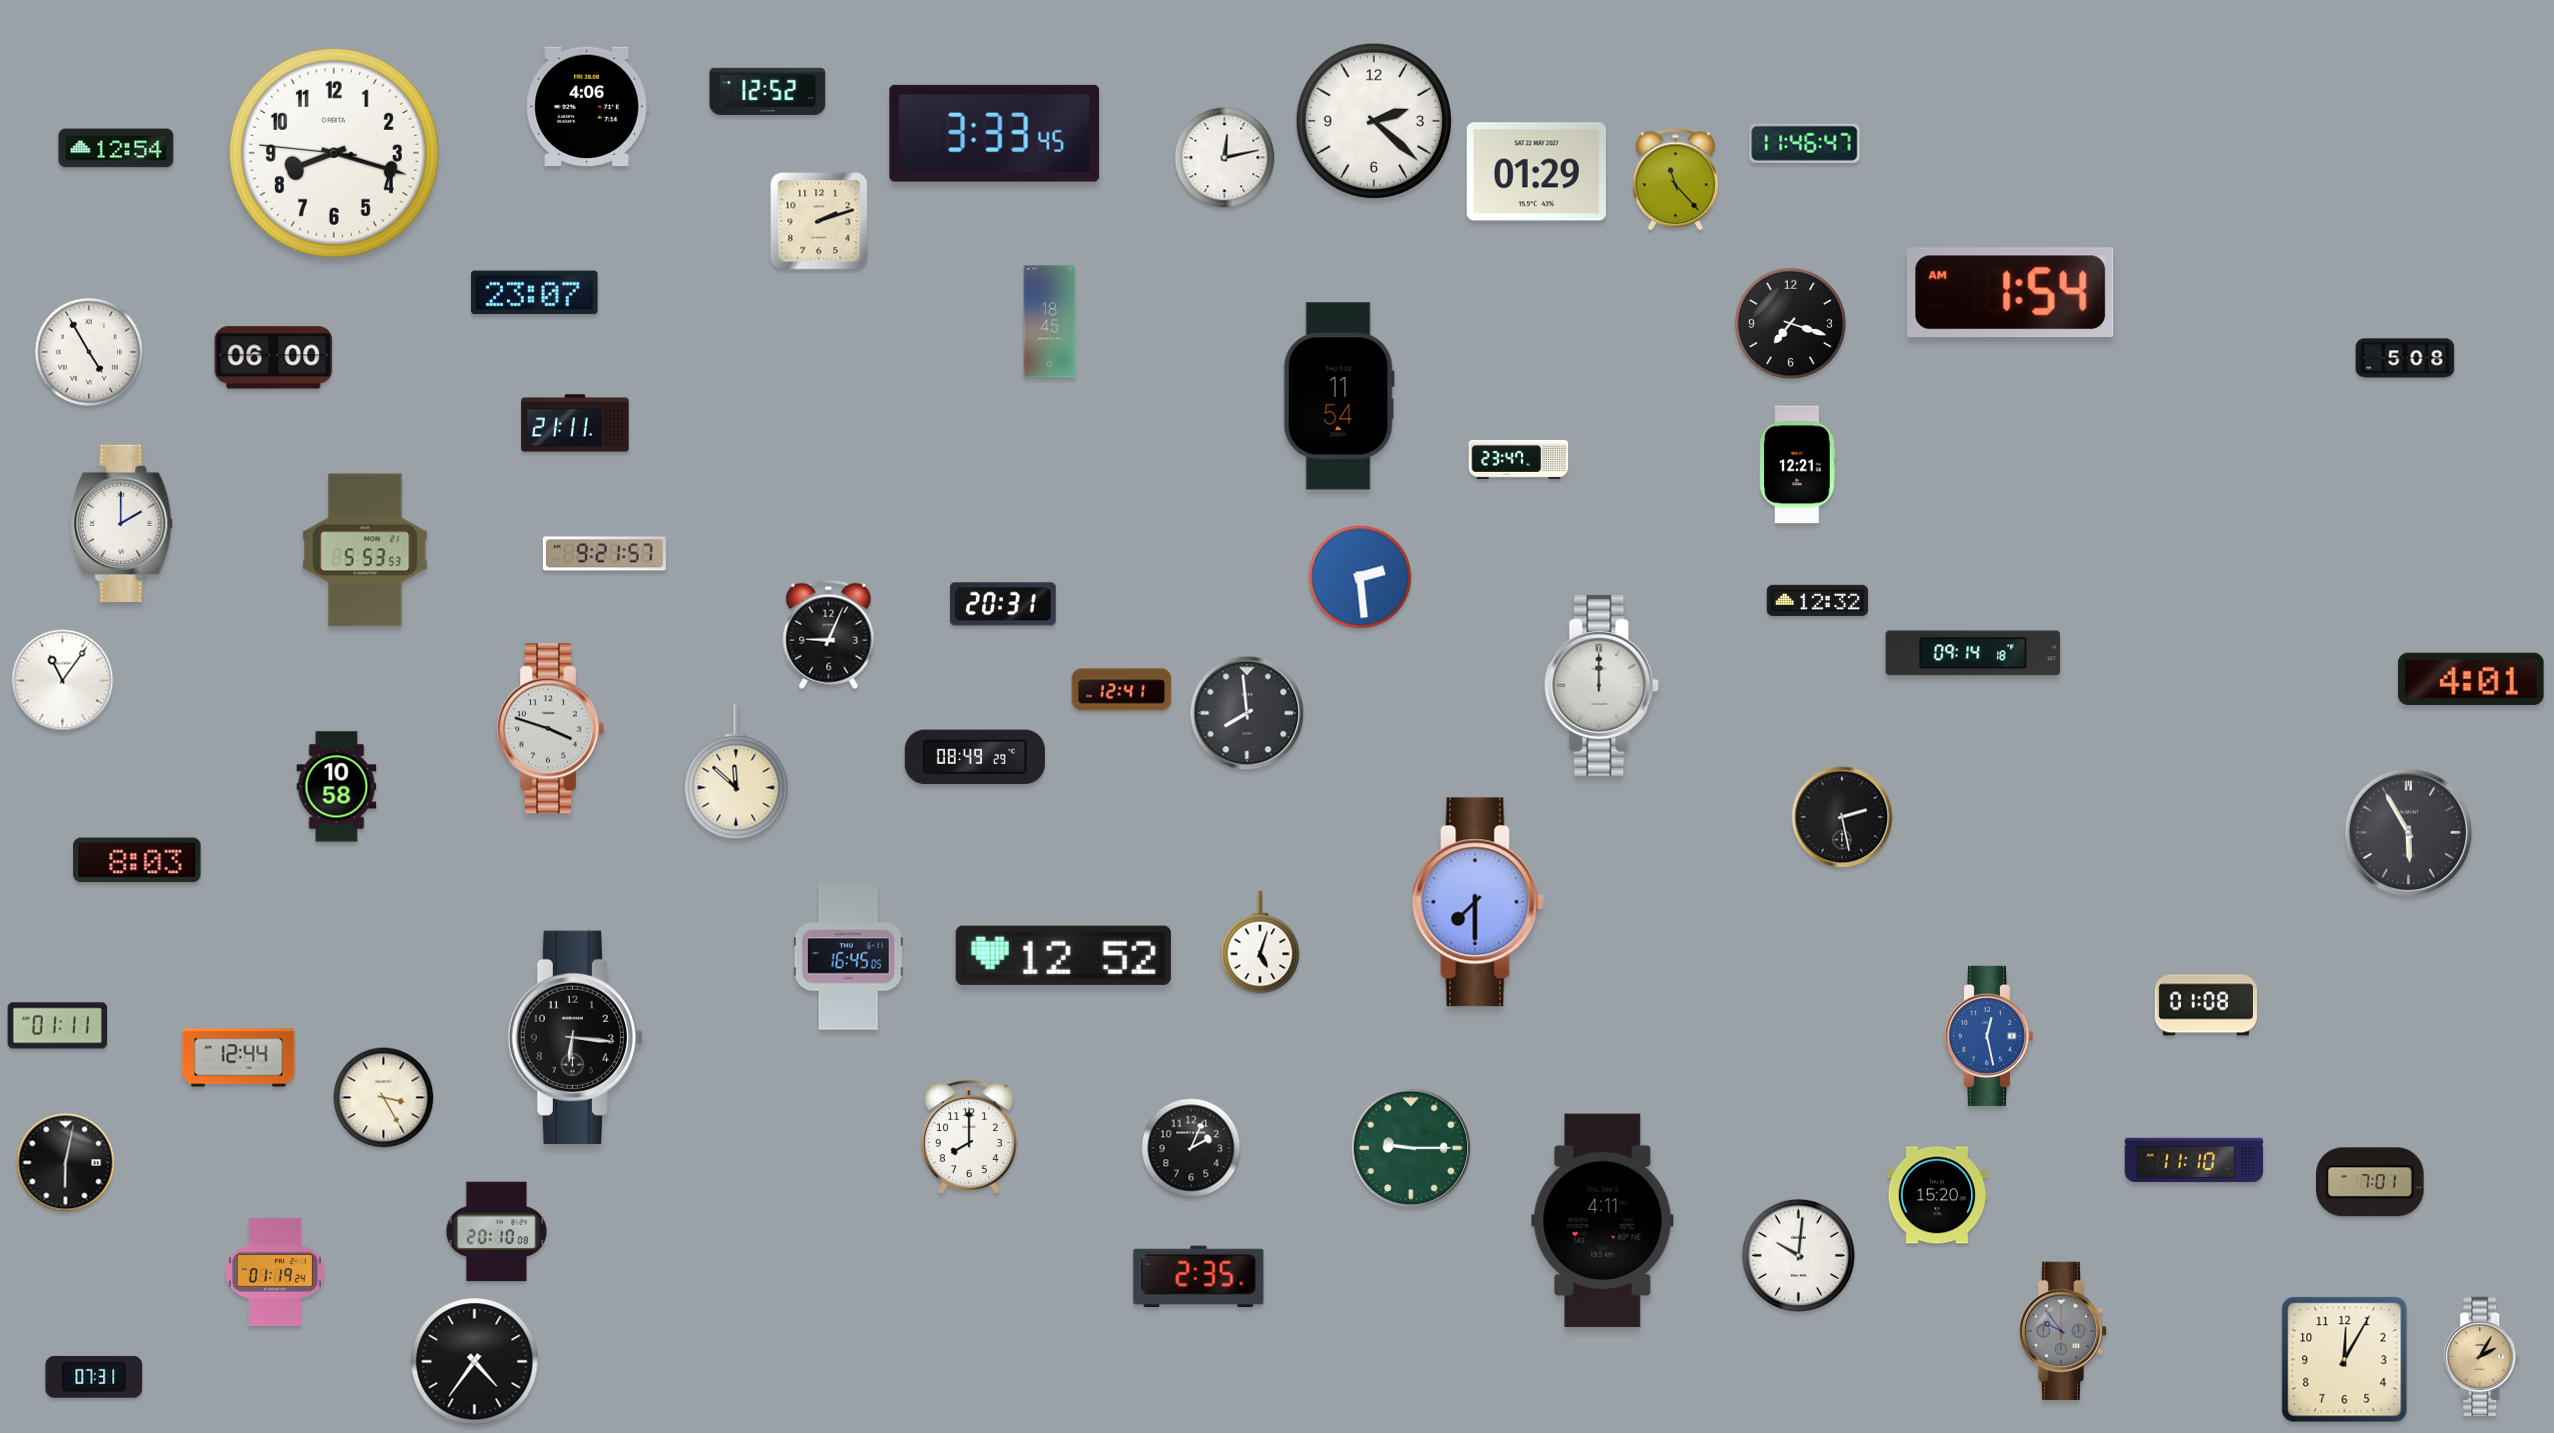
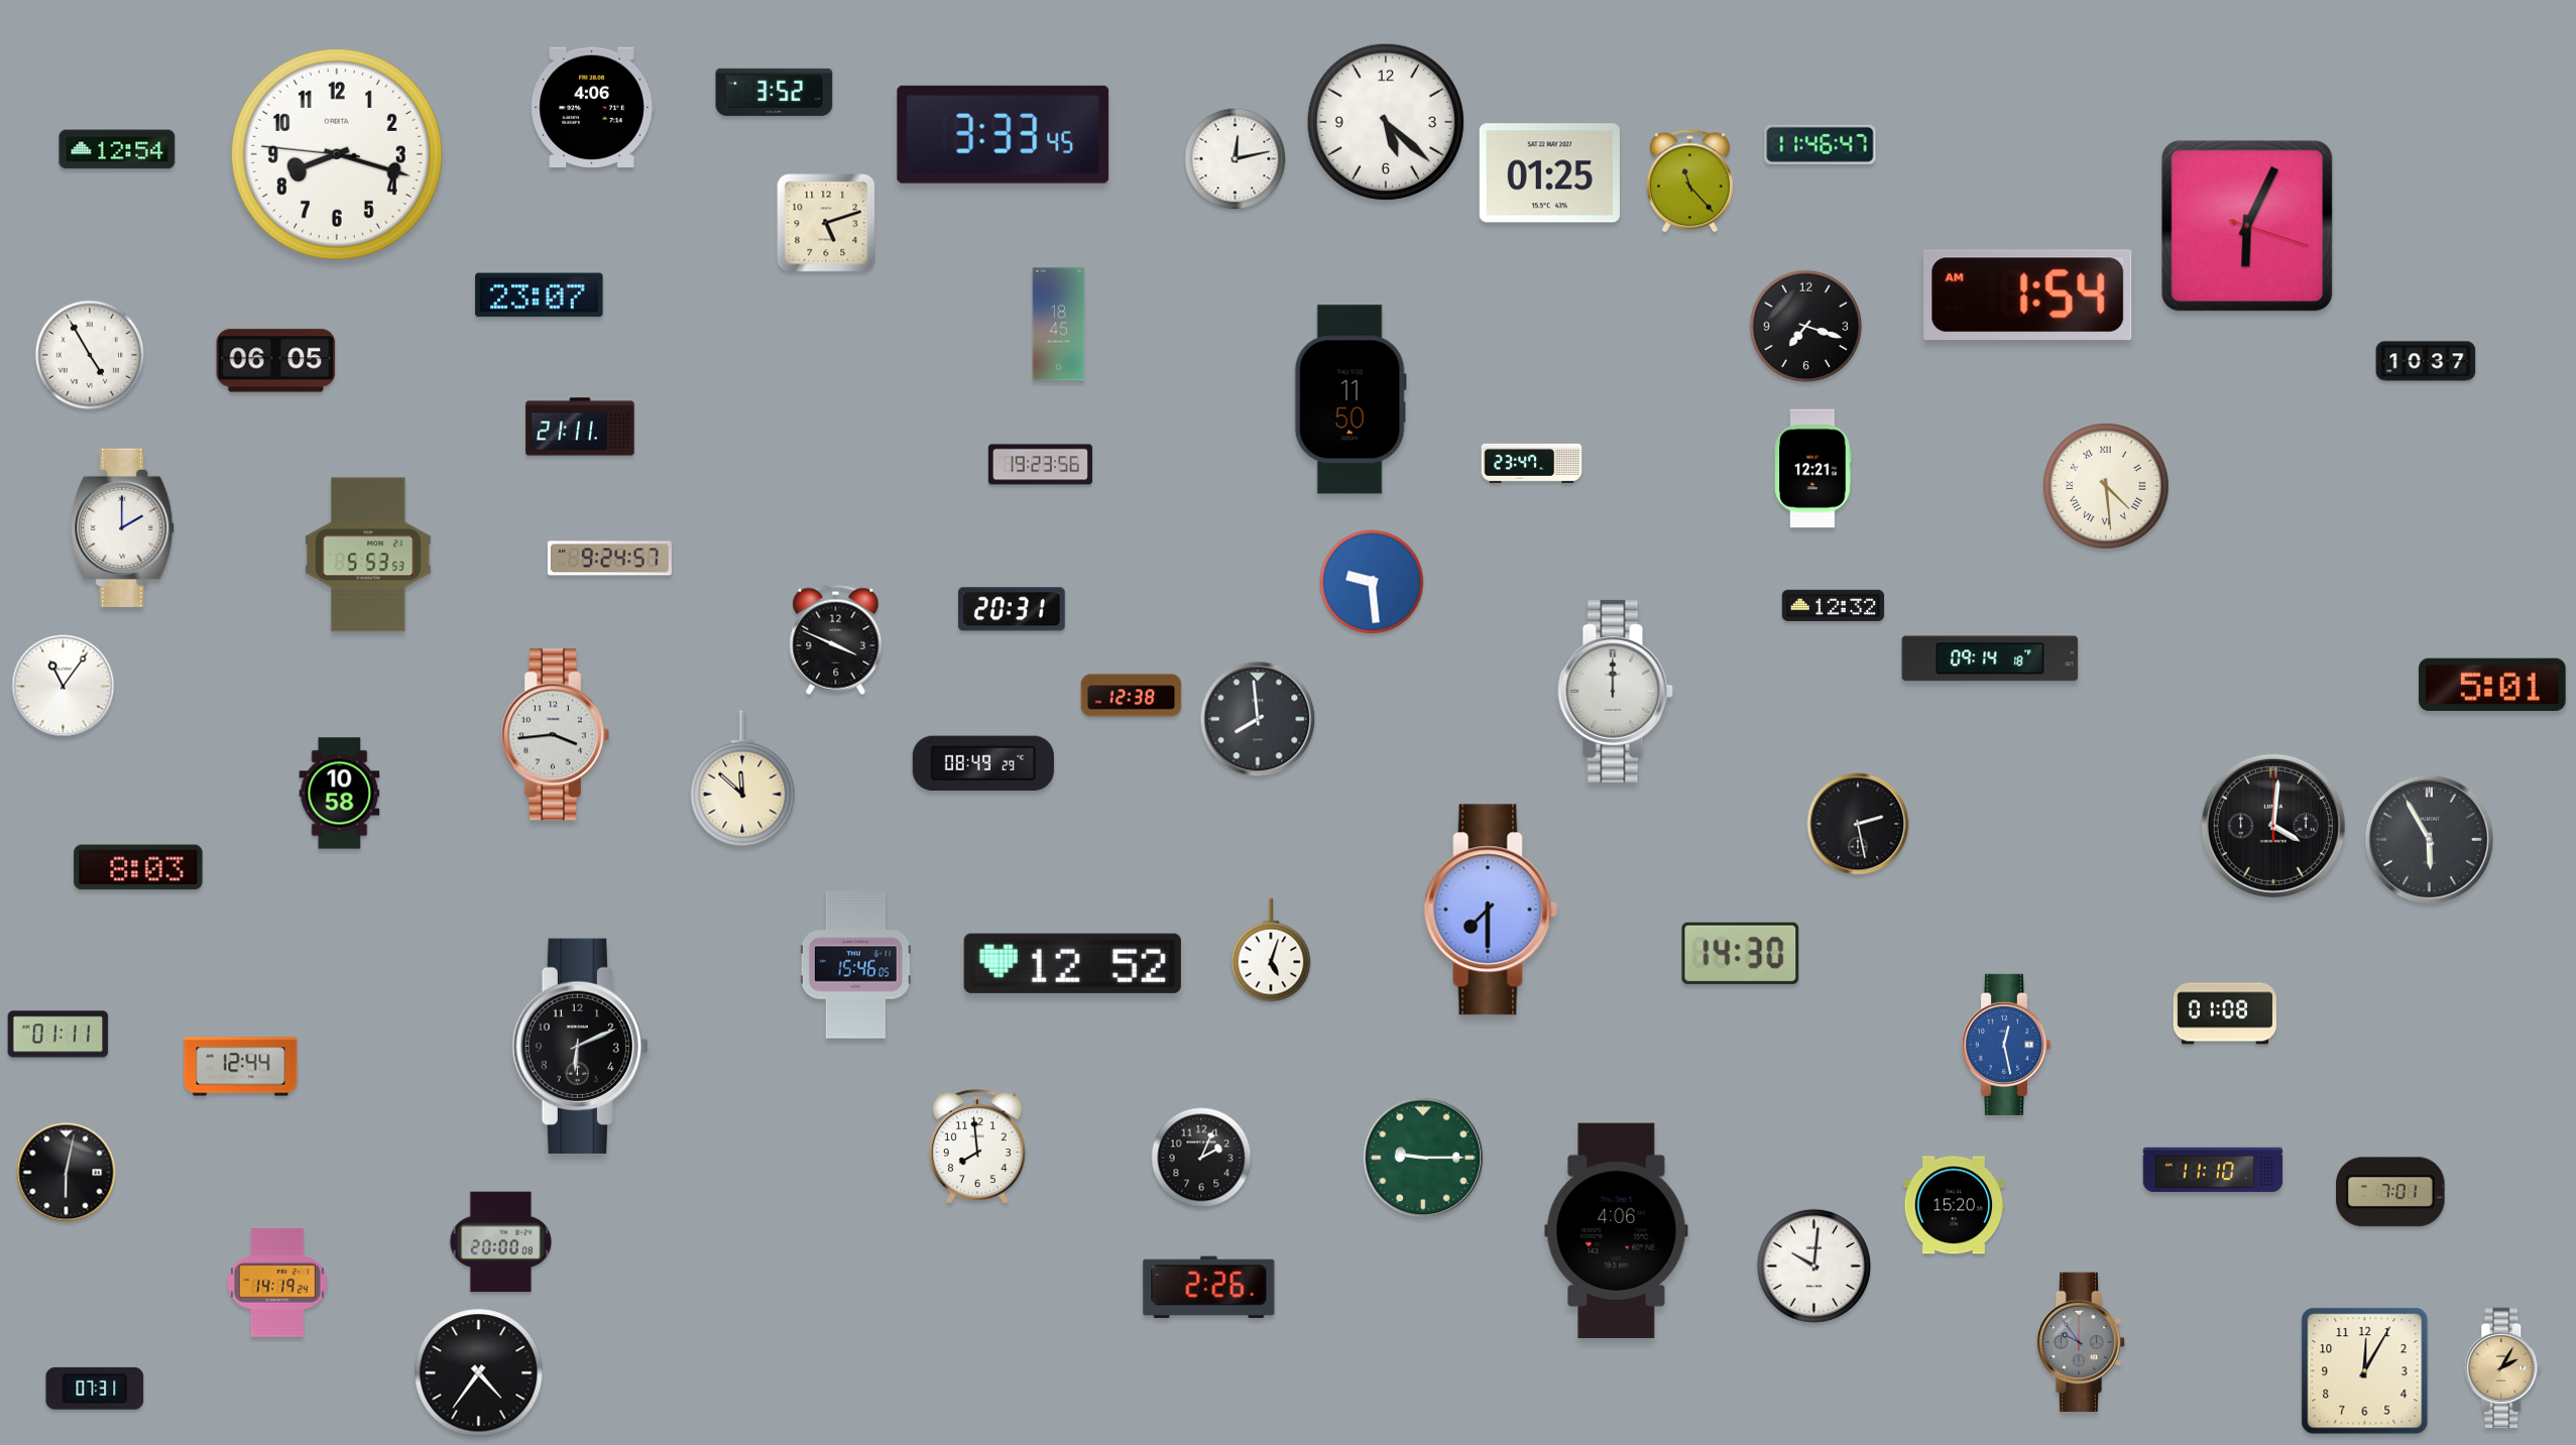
clock at (768, 91): 12:52 -> 3:52
clock at (1374, 121): 2:22 -> 5:22
clock at (1536, 172): 01:29 -> 01:25
clock at (819, 221): 2:12 -> 5:12
clock at (2247, 226): none -> 6:04
clock at (274, 358): 06:00 -> 06:05
clock at (2405, 358): 5:08 -> 10:37
clock at (1339, 396): 11:54 -> 11:50
clock at (1040, 465): none -> 19:23
clock at (2106, 486): none -> 4:29
clock at (604, 554): 9:21 -> 9:24
clock at (1360, 577): 2:29 -> 9:29
clock at (829, 634): 9:04 -> 3:49
clock at (2471, 678): 4:01 -> 5:01
clock at (1122, 690): 12:41 -> 12:38
clock at (550, 729): 3:48 -> 3:44
clock at (2273, 826): none -> 4:01
clock at (1741, 953): none -> 14:30
clock at (848, 957): 16:45 -> 15:46
clock at (575, 1037): 6:16 -> 6:11
clock at (384, 1098): 3:25 -> none
clock at (969, 1138): 8:00 -> 7:59
clock at (1603, 1221): 4:11 -> 4:06
clock at (497, 1232): 20:10 -> 20:00
clock at (276, 1272): 01:19 -> 14:19
clock at (1199, 1277): 2:35 -> 2:26
